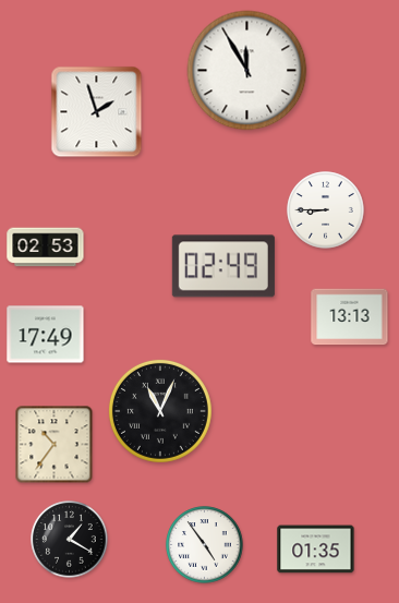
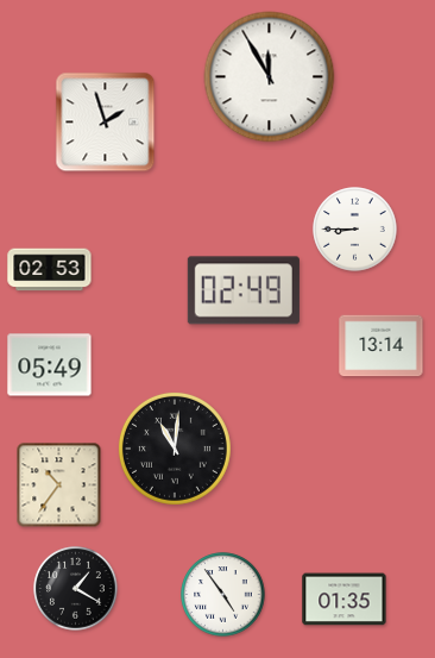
clock at (350, 317): 13:13 -> 13:14
clock at (46, 335): 17:49 -> 05:49
clock at (160, 411): 11:04 -> 11:01
